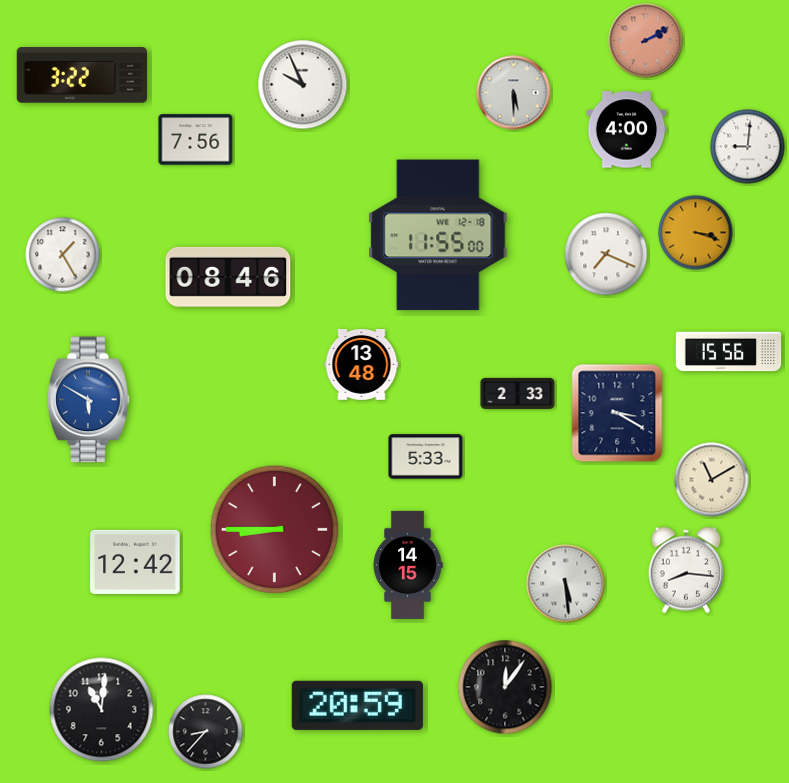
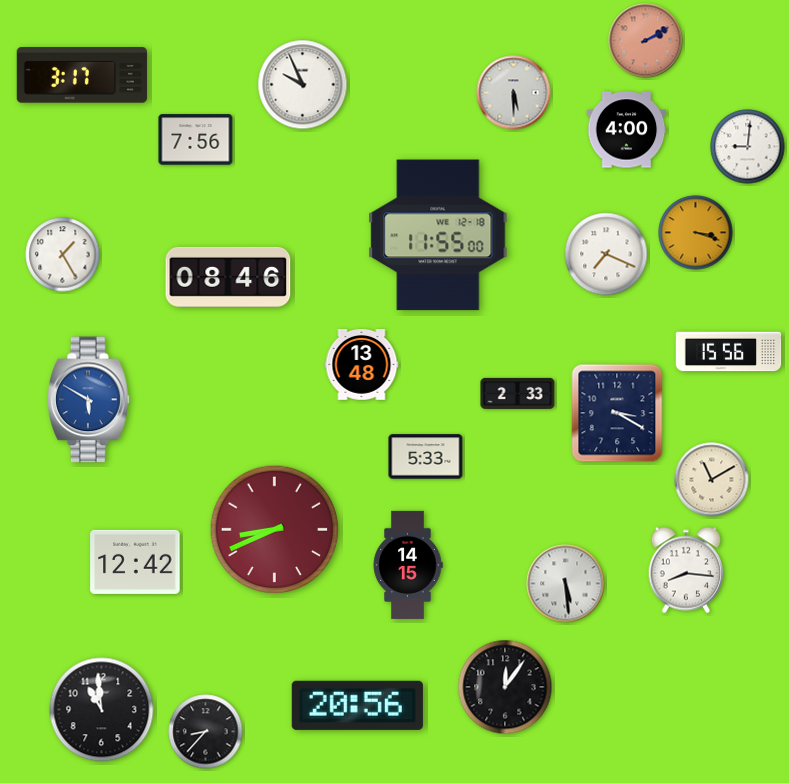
clock at (82, 75): 3:22 -> 3:17
clock at (275, 530): 8:45 -> 8:41
clock at (357, 705): 20:59 -> 20:56
clock at (102, 710): 11:01 -> 10:59
